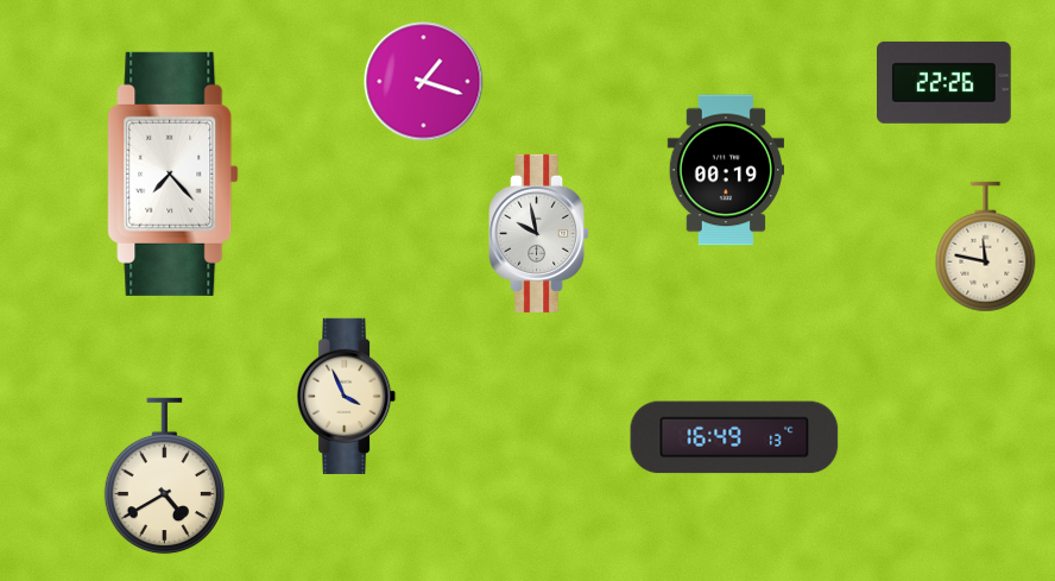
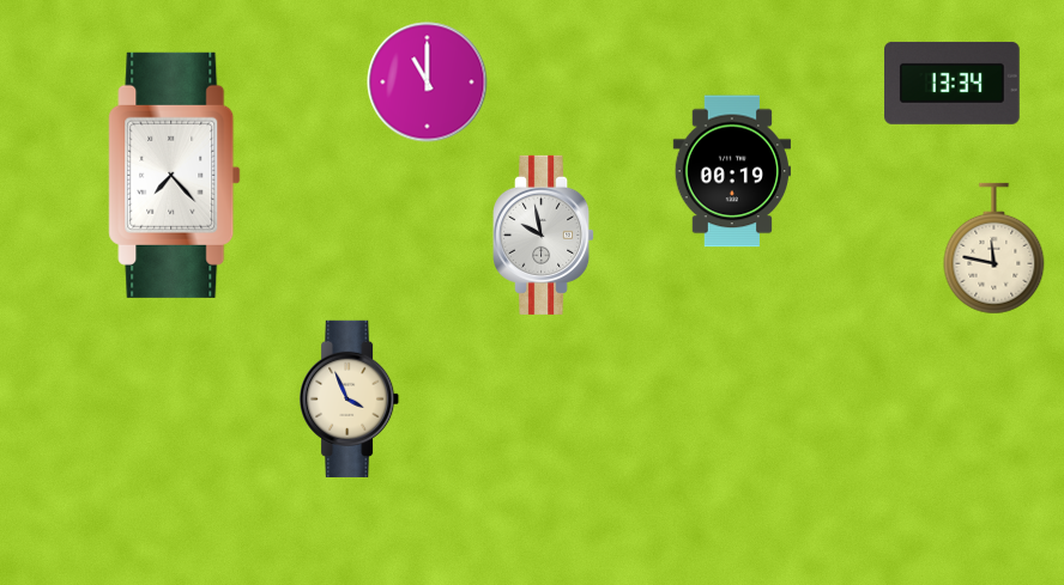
clock at (424, 82): 1:18 -> 11:00
clock at (945, 82): 22:26 -> 13:34
clock at (734, 437): 16:49 -> none
clock at (164, 476): 4:40 -> none
